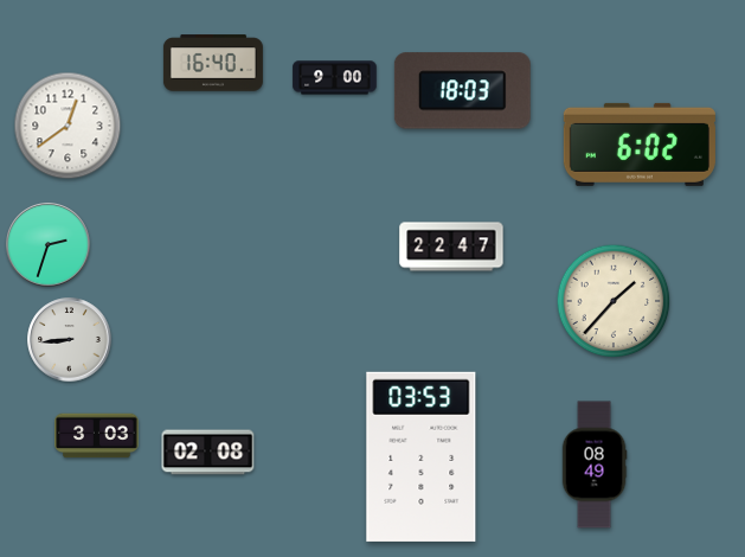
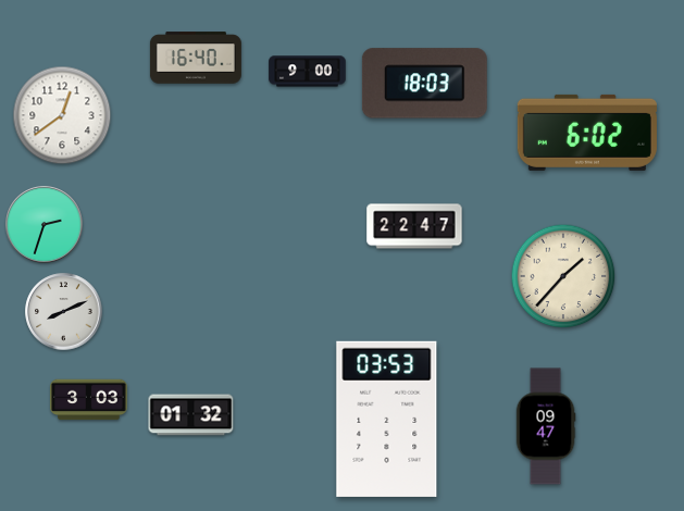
clock at (70, 340): 8:44 -> 8:11
clock at (208, 453): 02:08 -> 01:32
clock at (595, 465): 08:49 -> 09:47
